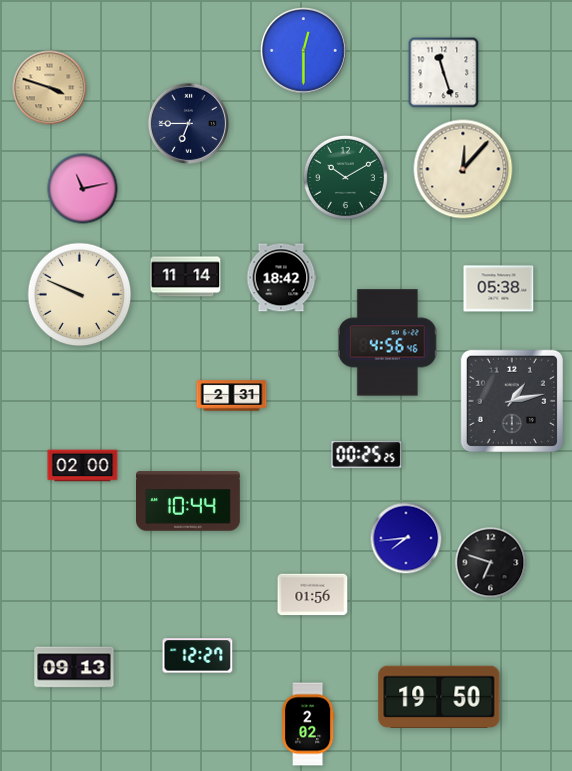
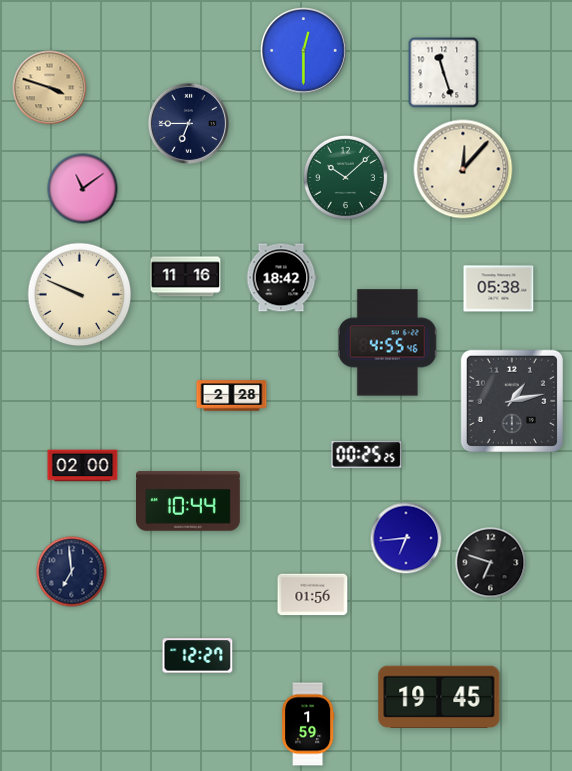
clock at (345, 177): 10:10 -> 10:08
clock at (83, 189): 11:13 -> 11:09
clock at (186, 277): 11:14 -> 11:16
clock at (387, 343): 4:56 -> 4:55
clock at (232, 396): 2:31 -> 2:28
clock at (406, 538): 7:44 -> 6:44
clock at (72, 572): none -> 6:59
clock at (74, 667): 09:13 -> none
clock at (439, 697): 19:50 -> 19:45
clock at (308, 724): 2:02 -> 1:59
